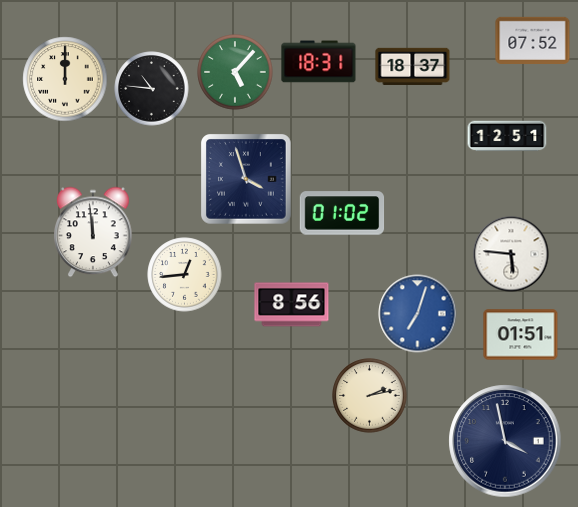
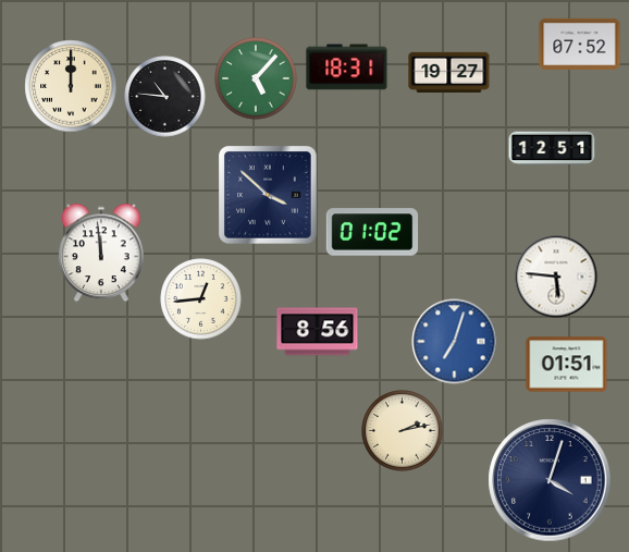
clock at (413, 66): 18:37 -> 19:27
clock at (247, 180): 3:57 -> 3:52
clock at (505, 441): 3:58 -> 4:03
